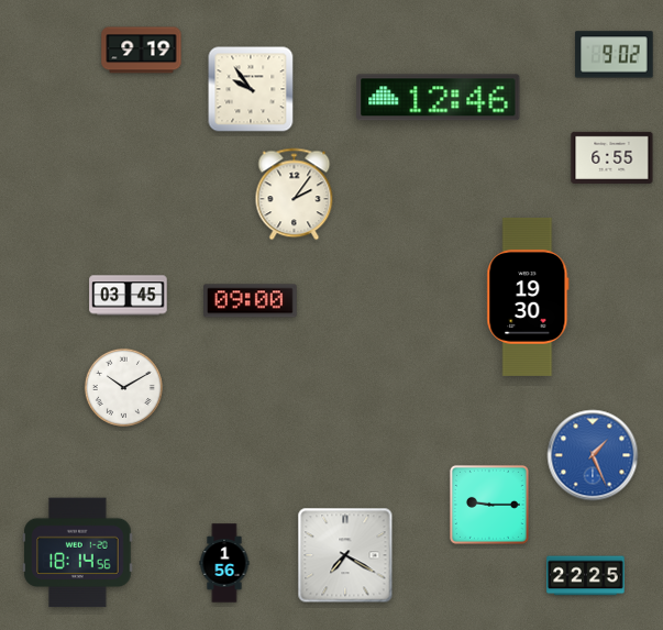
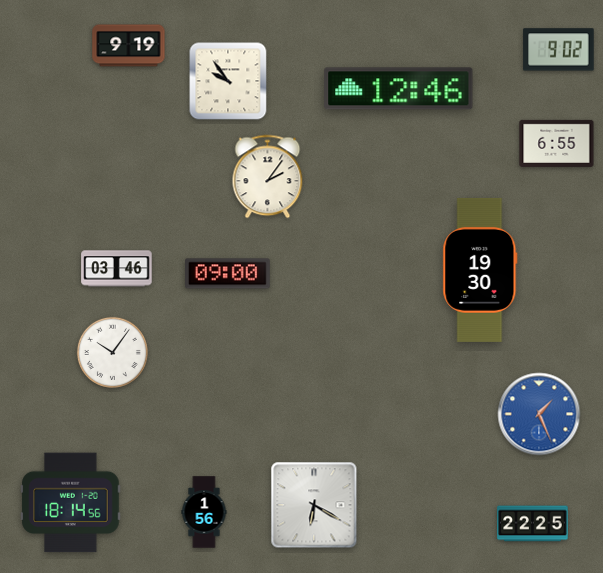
clock at (129, 296): 03:45 -> 03:46
clock at (123, 387): 10:10 -> 10:06
clock at (489, 505): 9:15 -> none
clock at (345, 555): 7:20 -> 6:20
